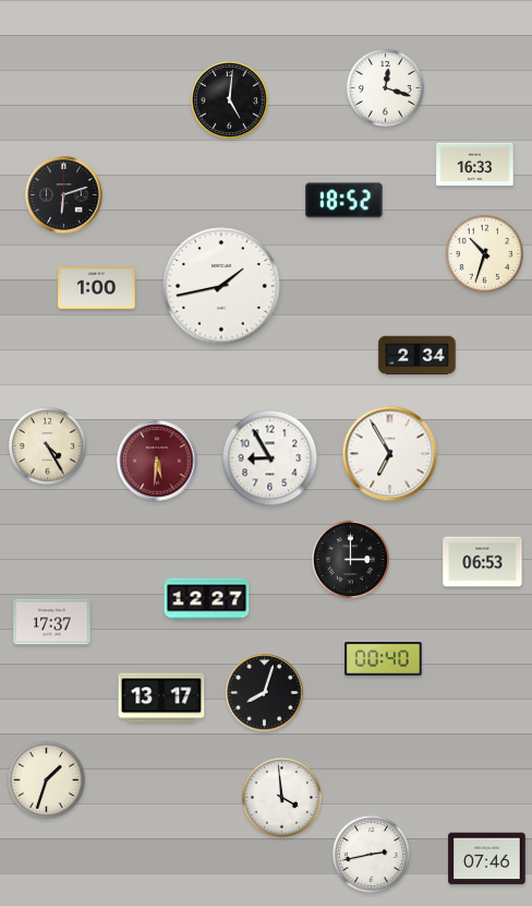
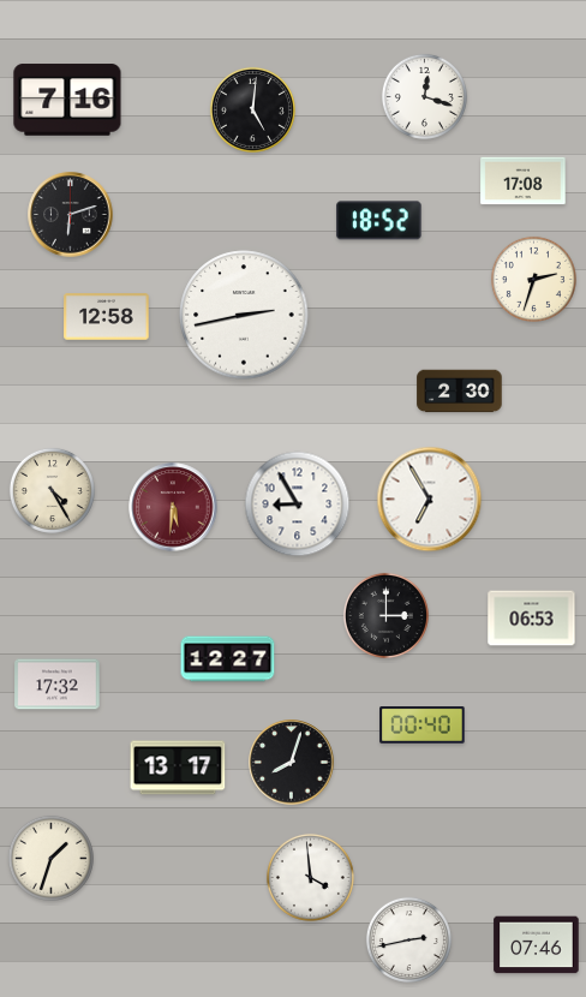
clock at (67, 100): none -> 7:16
clock at (475, 165): 16:33 -> 17:08
clock at (484, 253): 10:33 -> 2:33
clock at (221, 286): 1:43 -> 2:43
clock at (97, 288): 1:00 -> 12:58
clock at (418, 356): 2:34 -> 2:30
clock at (52, 622): 17:37 -> 17:32
